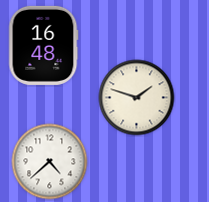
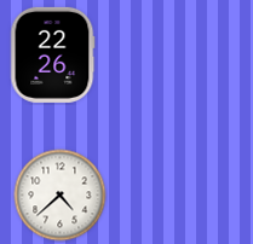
clock at (43, 45): 16:48 -> 22:26
clock at (137, 98): 1:48 -> none
